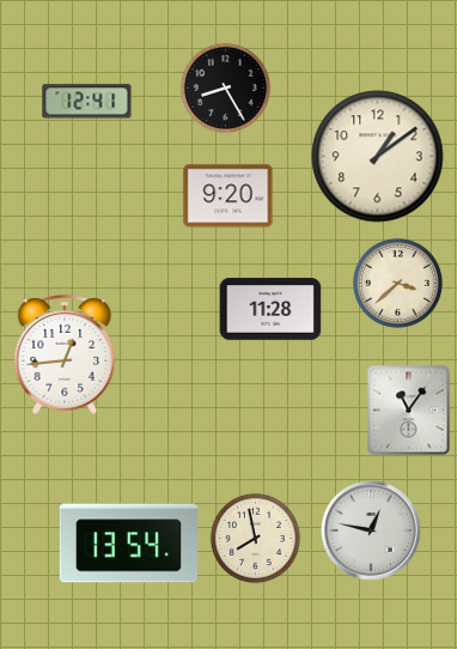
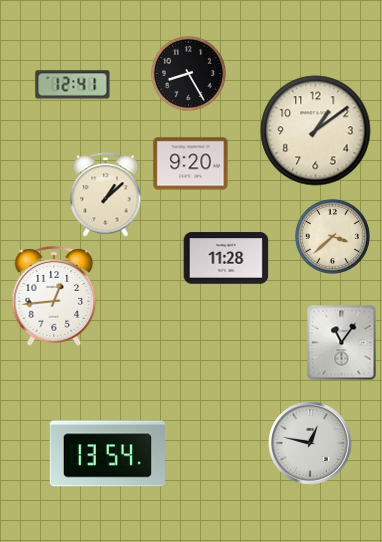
clock at (106, 195): none -> 1:08
clock at (255, 538): 7:58 -> none
